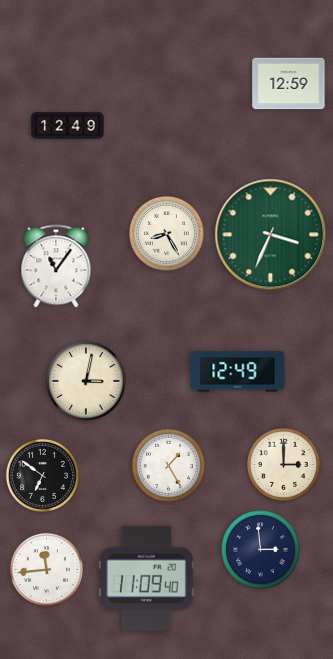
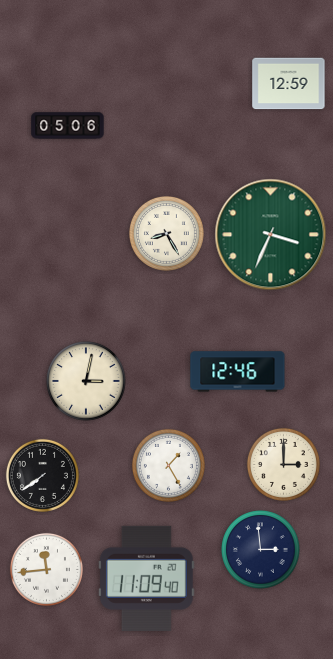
clock at (68, 126): 12:49 -> 05:06
clock at (56, 266): 11:06 -> none
clock at (238, 372): 12:49 -> 12:46
clock at (42, 475): 6:51 -> 7:39
